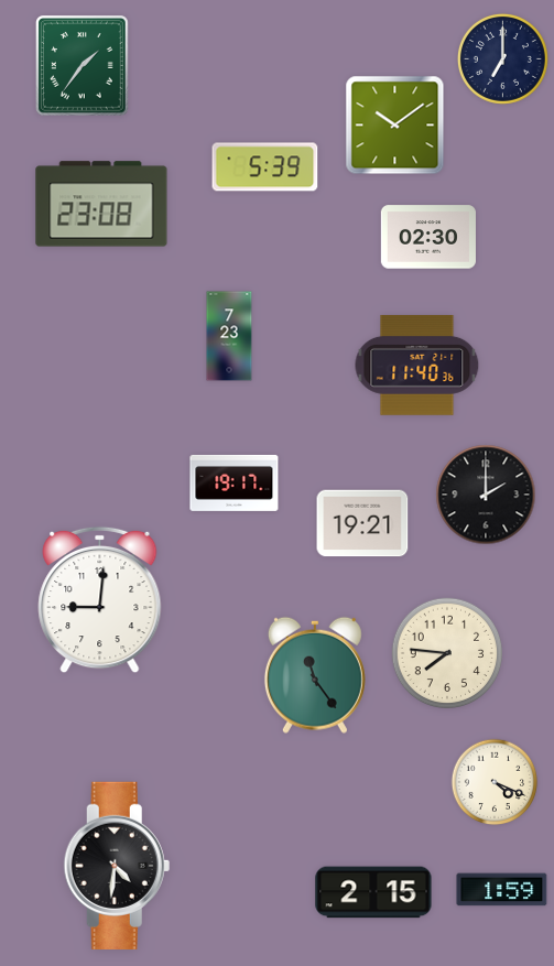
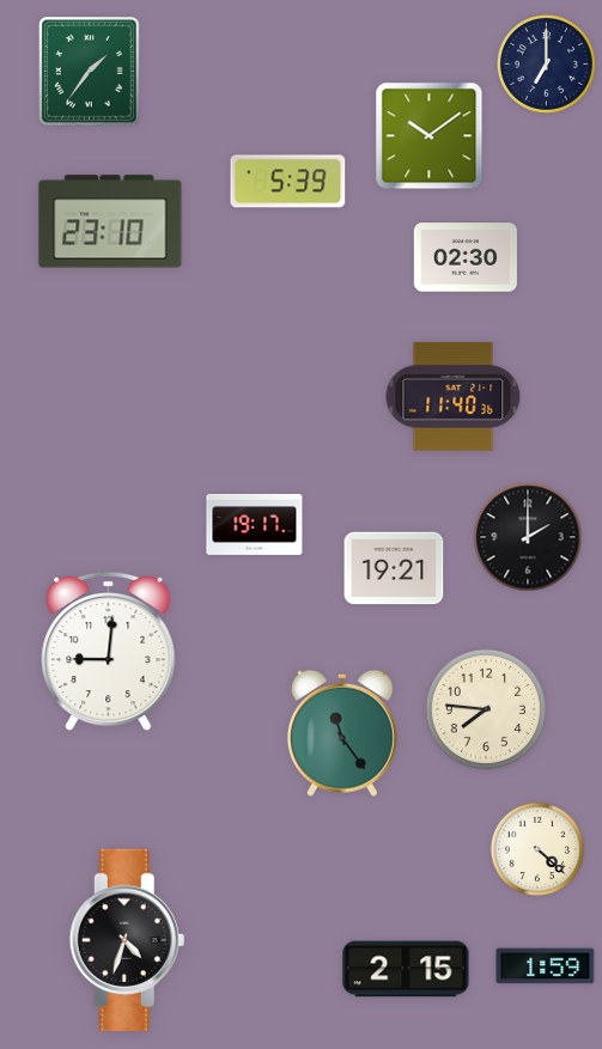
clock at (101, 204): 23:08 -> 23:10
clock at (229, 336): 7:23 -> none
clock at (495, 782): 4:19 -> 4:22
clock at (117, 866): 4:31 -> 4:33
